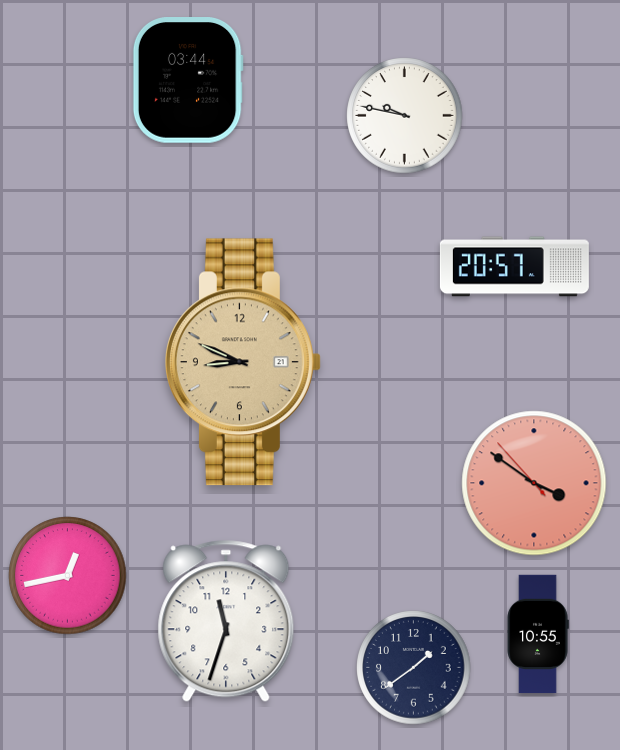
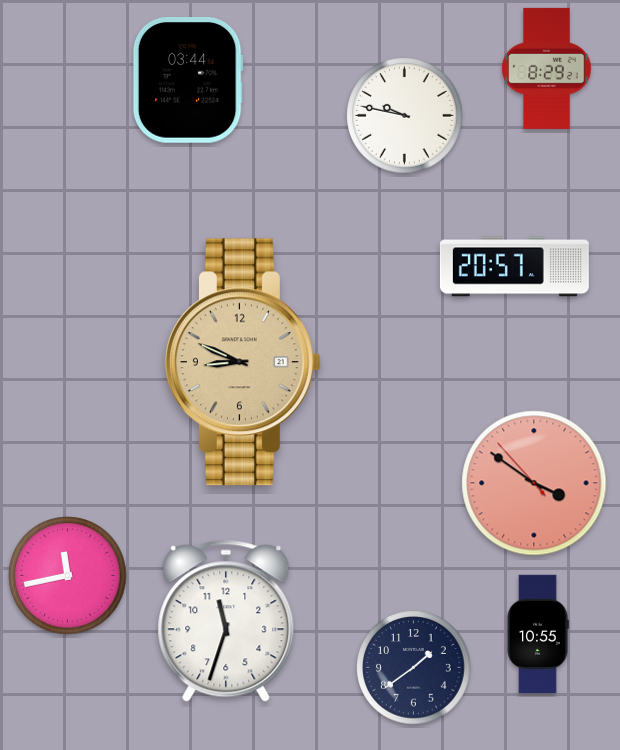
clock at (547, 68): none -> 8:29
clock at (68, 576): 12:43 -> 11:43
